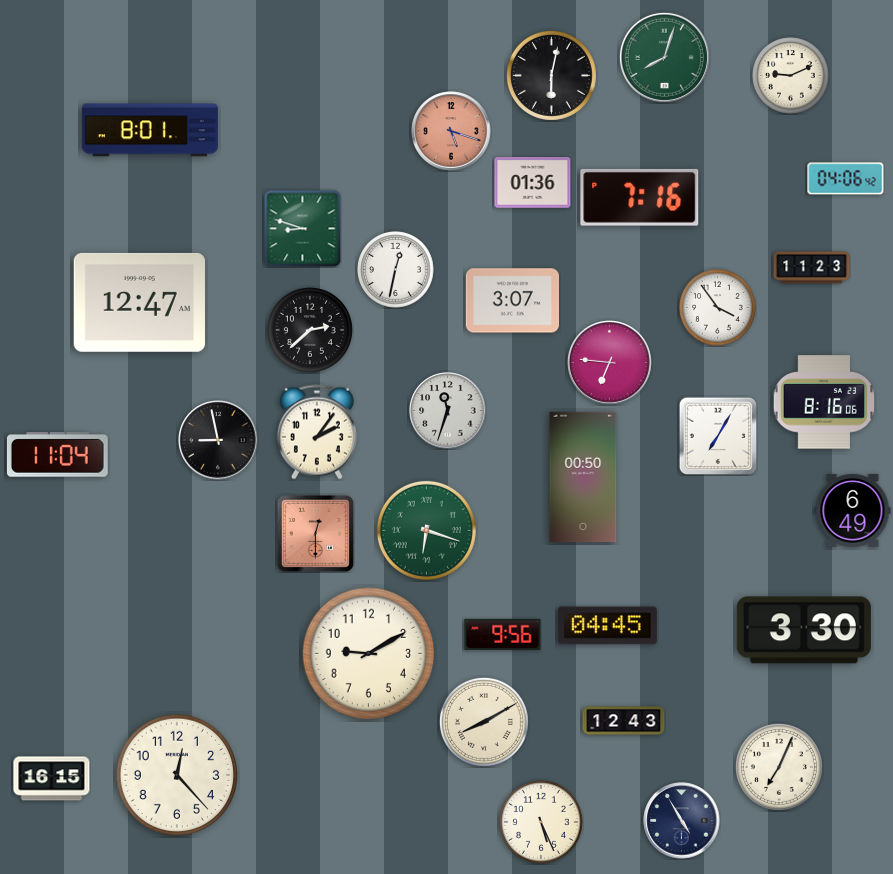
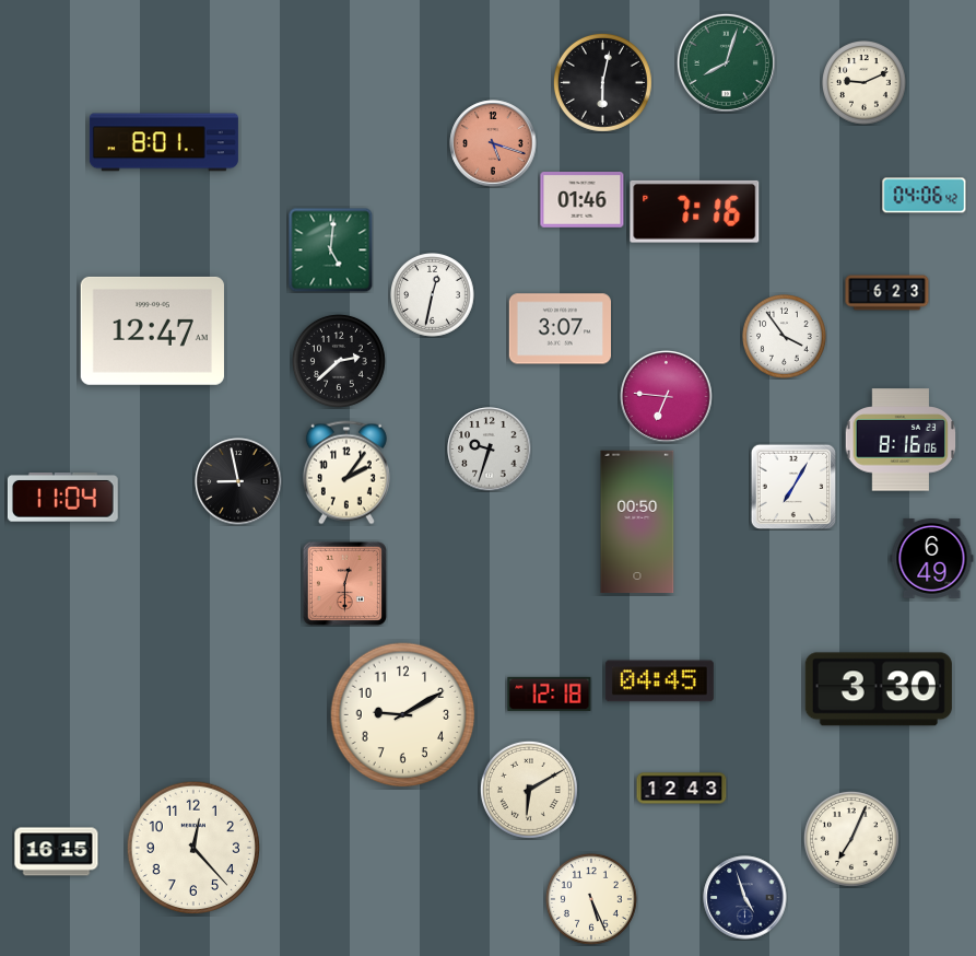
clock at (533, 183): 01:36 -> 01:46
clock at (640, 197) position: (640, 197) -> (695, 211)
clock at (302, 228): 8:48 -> 5:01
clock at (812, 268): 11:23 -> 6:23
clock at (448, 411): 11:33 -> 9:33
clock at (718, 436) position: (718, 436) -> (793, 487)
clock at (426, 530): 6:18 -> none
clock at (607, 626) position: (607, 626) -> (659, 681)
clock at (503, 634): 9:56 -> 12:18
clock at (484, 722): 8:10 -> 6:10
clock at (682, 821): 4:55 -> 4:57
